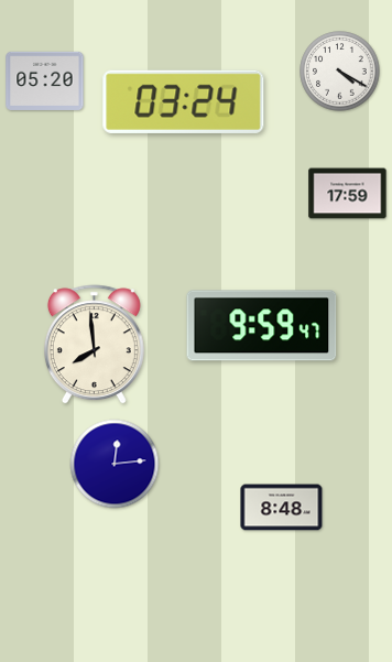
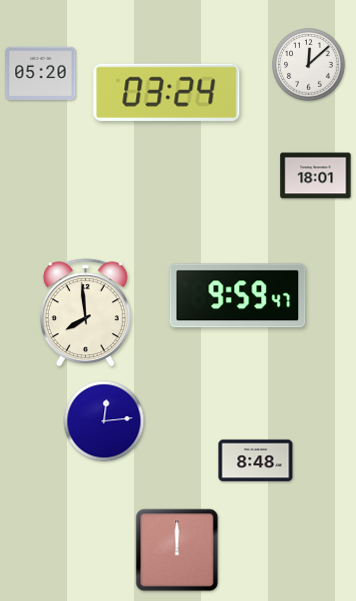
clock at (340, 72): 4:20 -> 12:08
clock at (348, 194): 17:59 -> 18:01
clock at (177, 550): none -> 12:00
